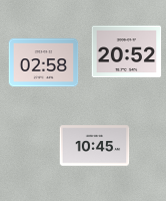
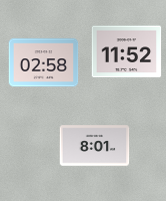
clock at (127, 52): 20:52 -> 11:52
clock at (95, 146): 10:45 -> 8:01
